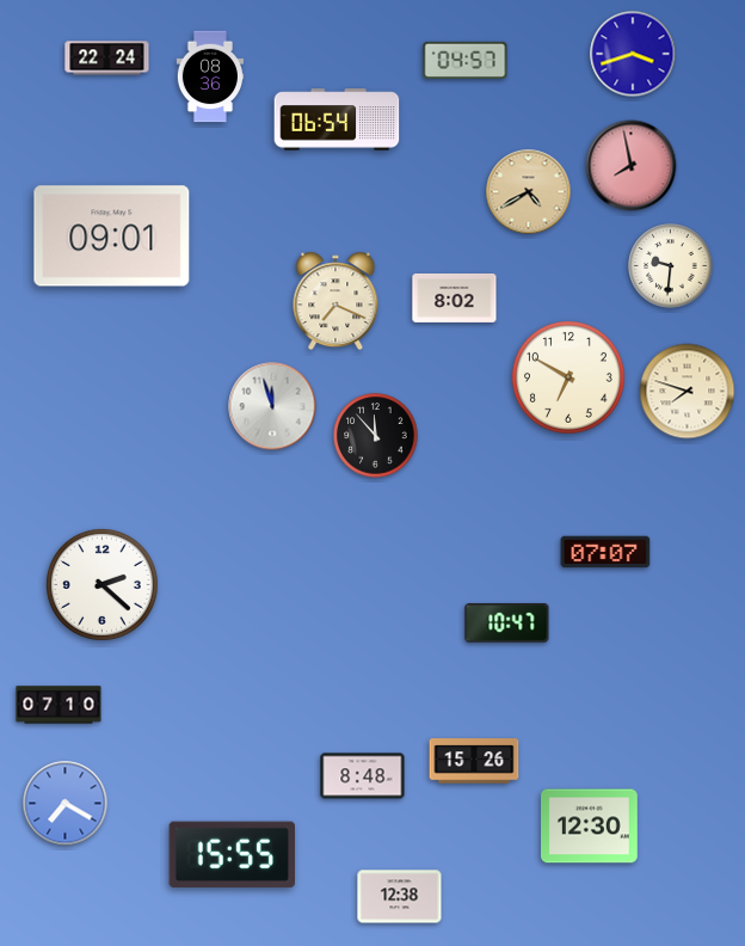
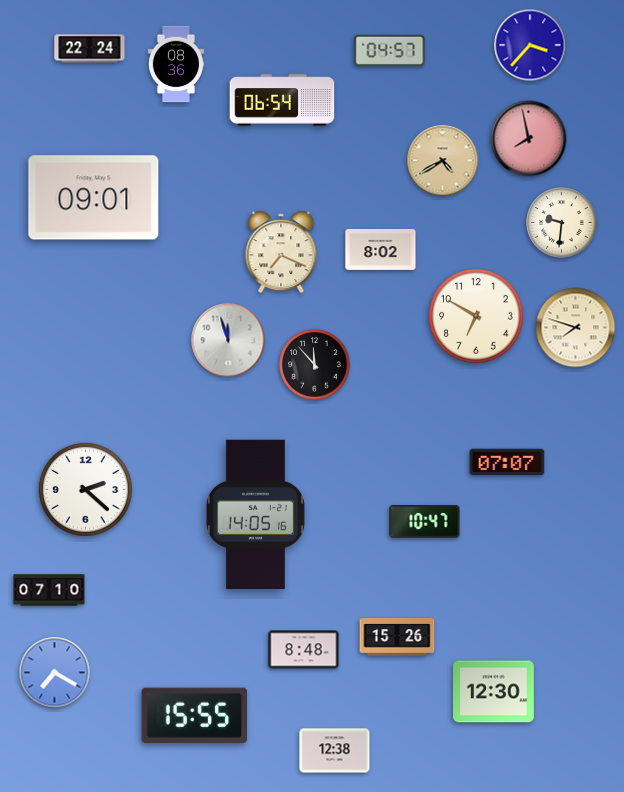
clock at (633, 54): 3:42 -> 3:37
clock at (255, 515): none -> 14:05
